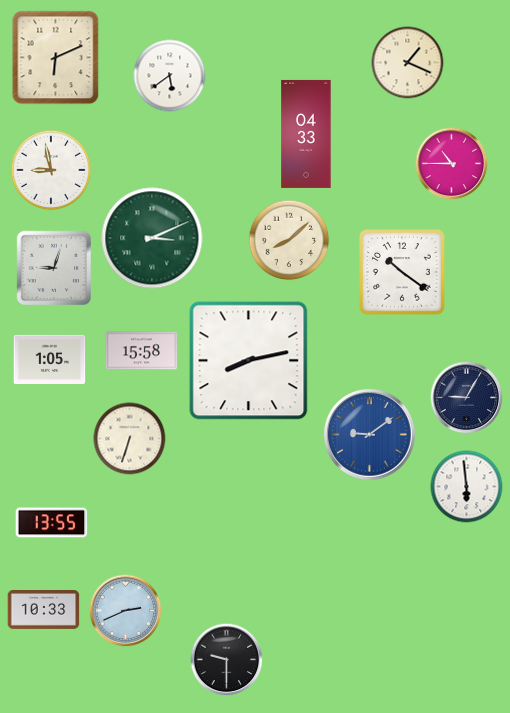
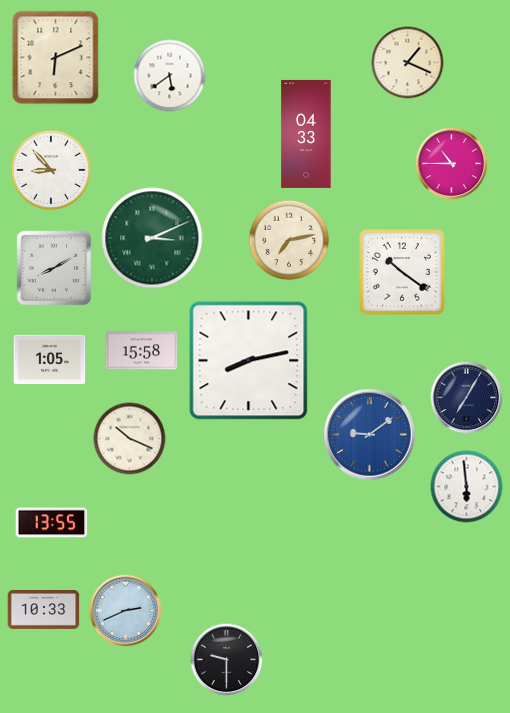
clock at (51, 170): 8:58 -> 8:53
clock at (289, 240): 8:08 -> 7:13
clock at (54, 268): 9:03 -> 8:10
clock at (467, 398): 9:05 -> 7:05
clock at (130, 439): 6:33 -> 10:19
